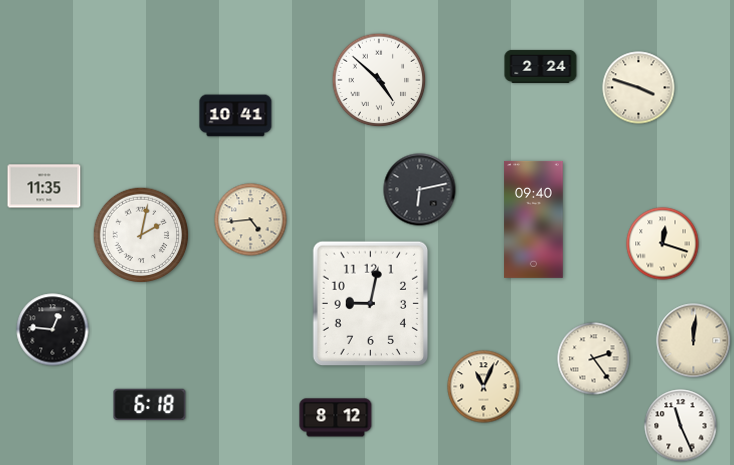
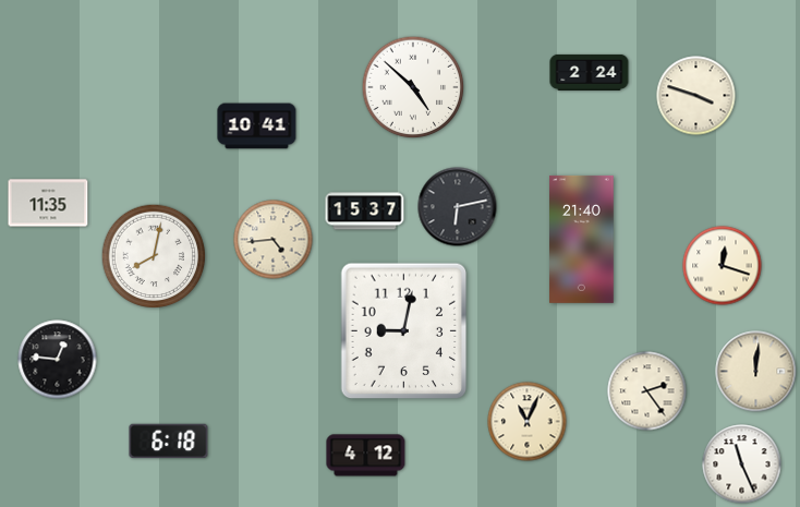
clock at (365, 212): none -> 15:37
clock at (534, 219): 09:40 -> 21:40
clock at (141, 235): 2:02 -> 8:02
clock at (150, 405) position: (150, 405) -> (169, 442)
clock at (336, 418): 8:12 -> 4:12
